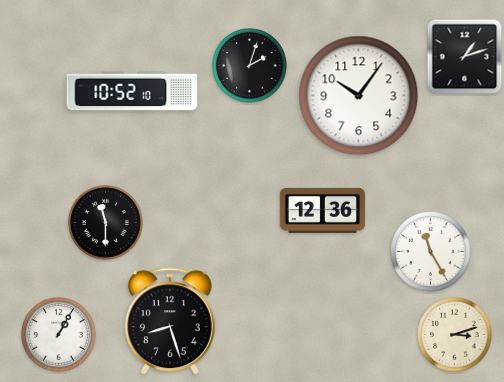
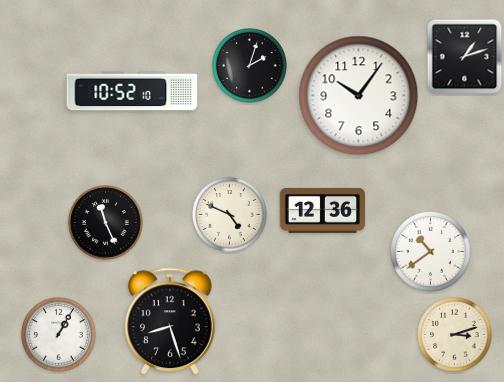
clock at (230, 215): none -> 4:49
clock at (106, 223): 11:30 -> 11:26
clock at (431, 252): 11:25 -> 10:39
